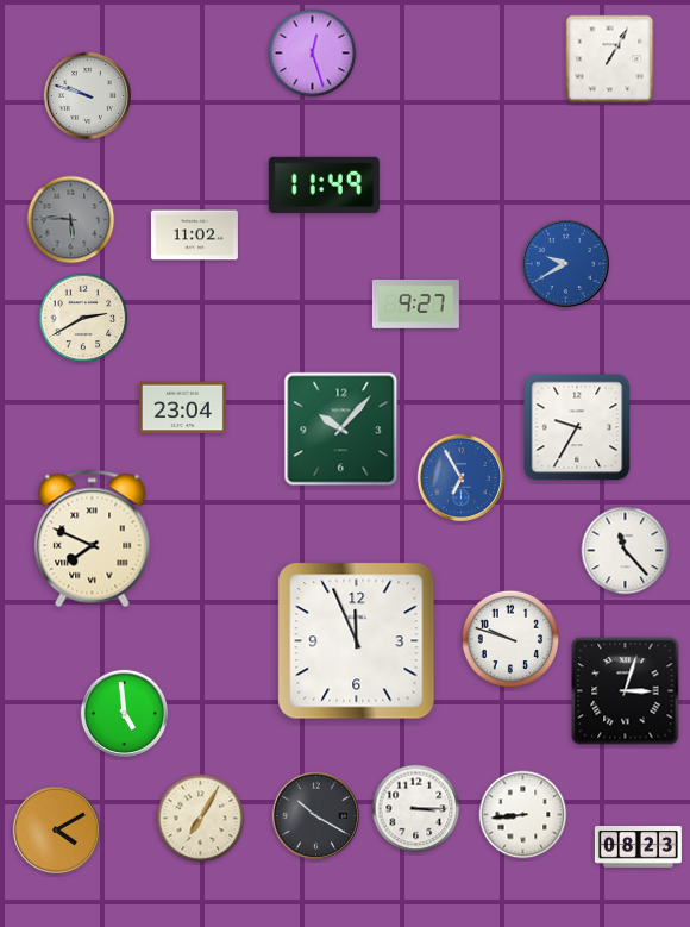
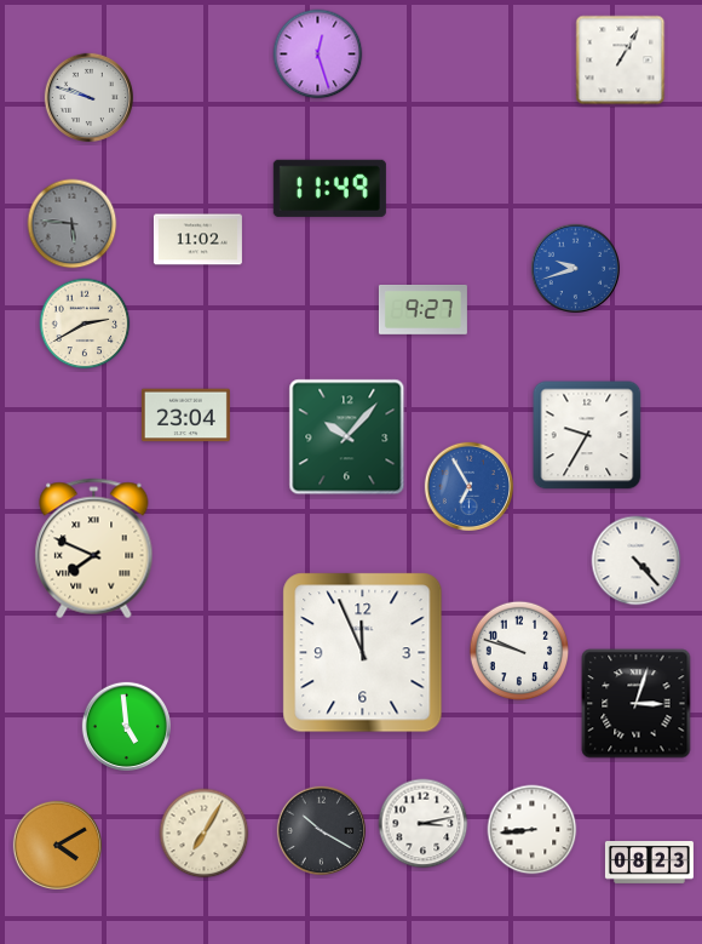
clock at (565, 263): 9:40 -> 9:42
clock at (626, 551): 11:23 -> 4:23
clock at (416, 809): 3:15 -> 3:13
